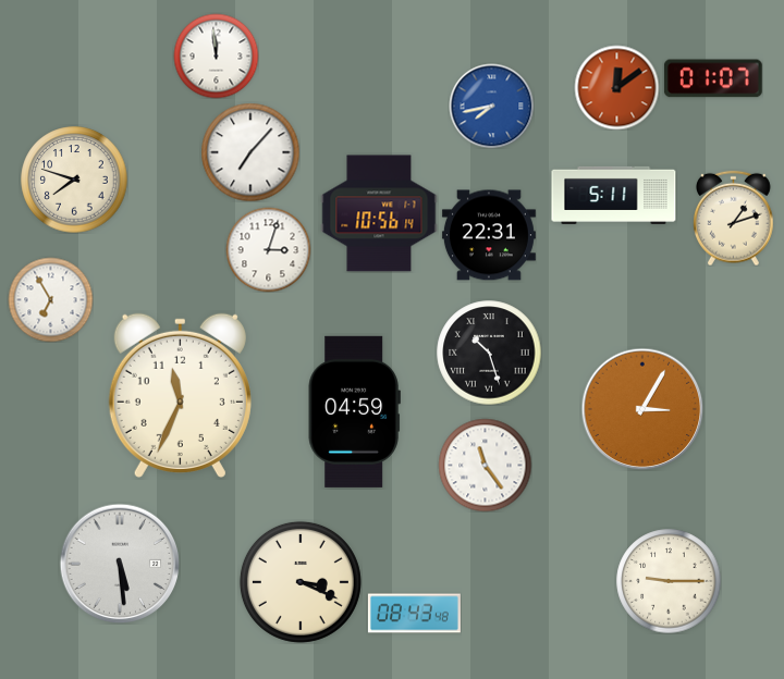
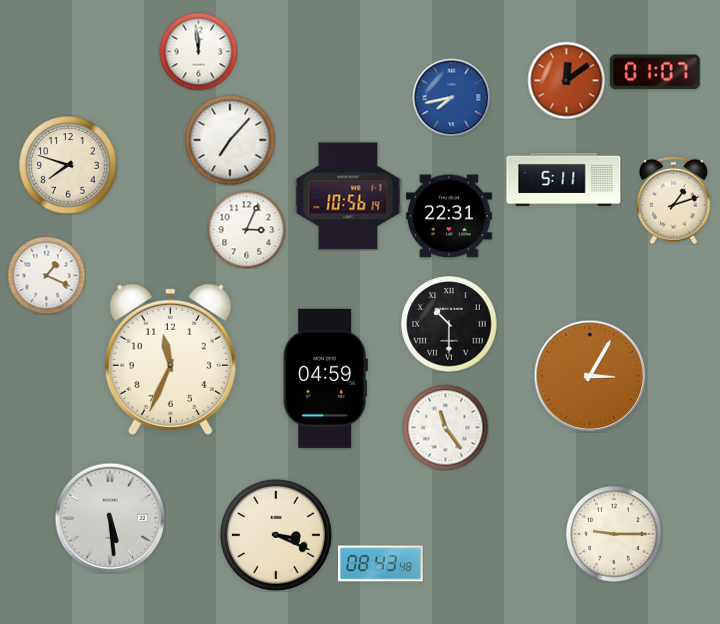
clock at (268, 249): 3:03 -> 3:04
clock at (50, 299): 6:55 -> 1:19
clock at (489, 353): 10:27 -> 10:30
clock at (180, 395) position: (180, 395) -> (170, 359)
